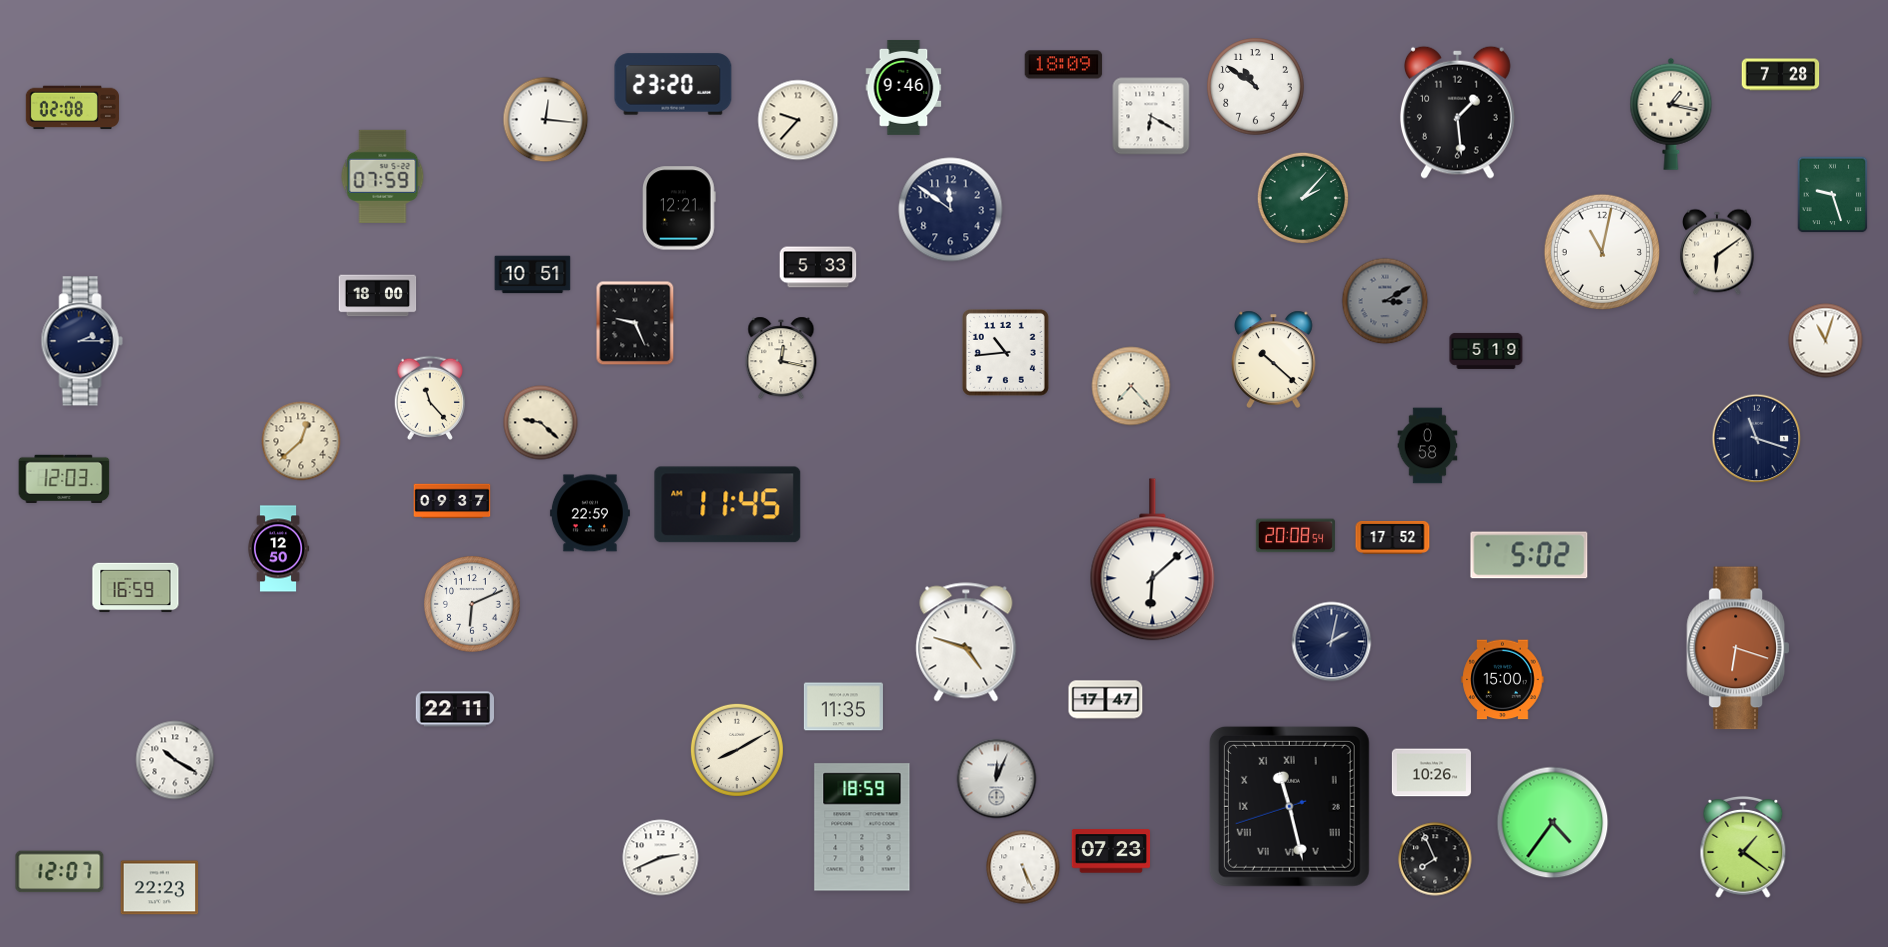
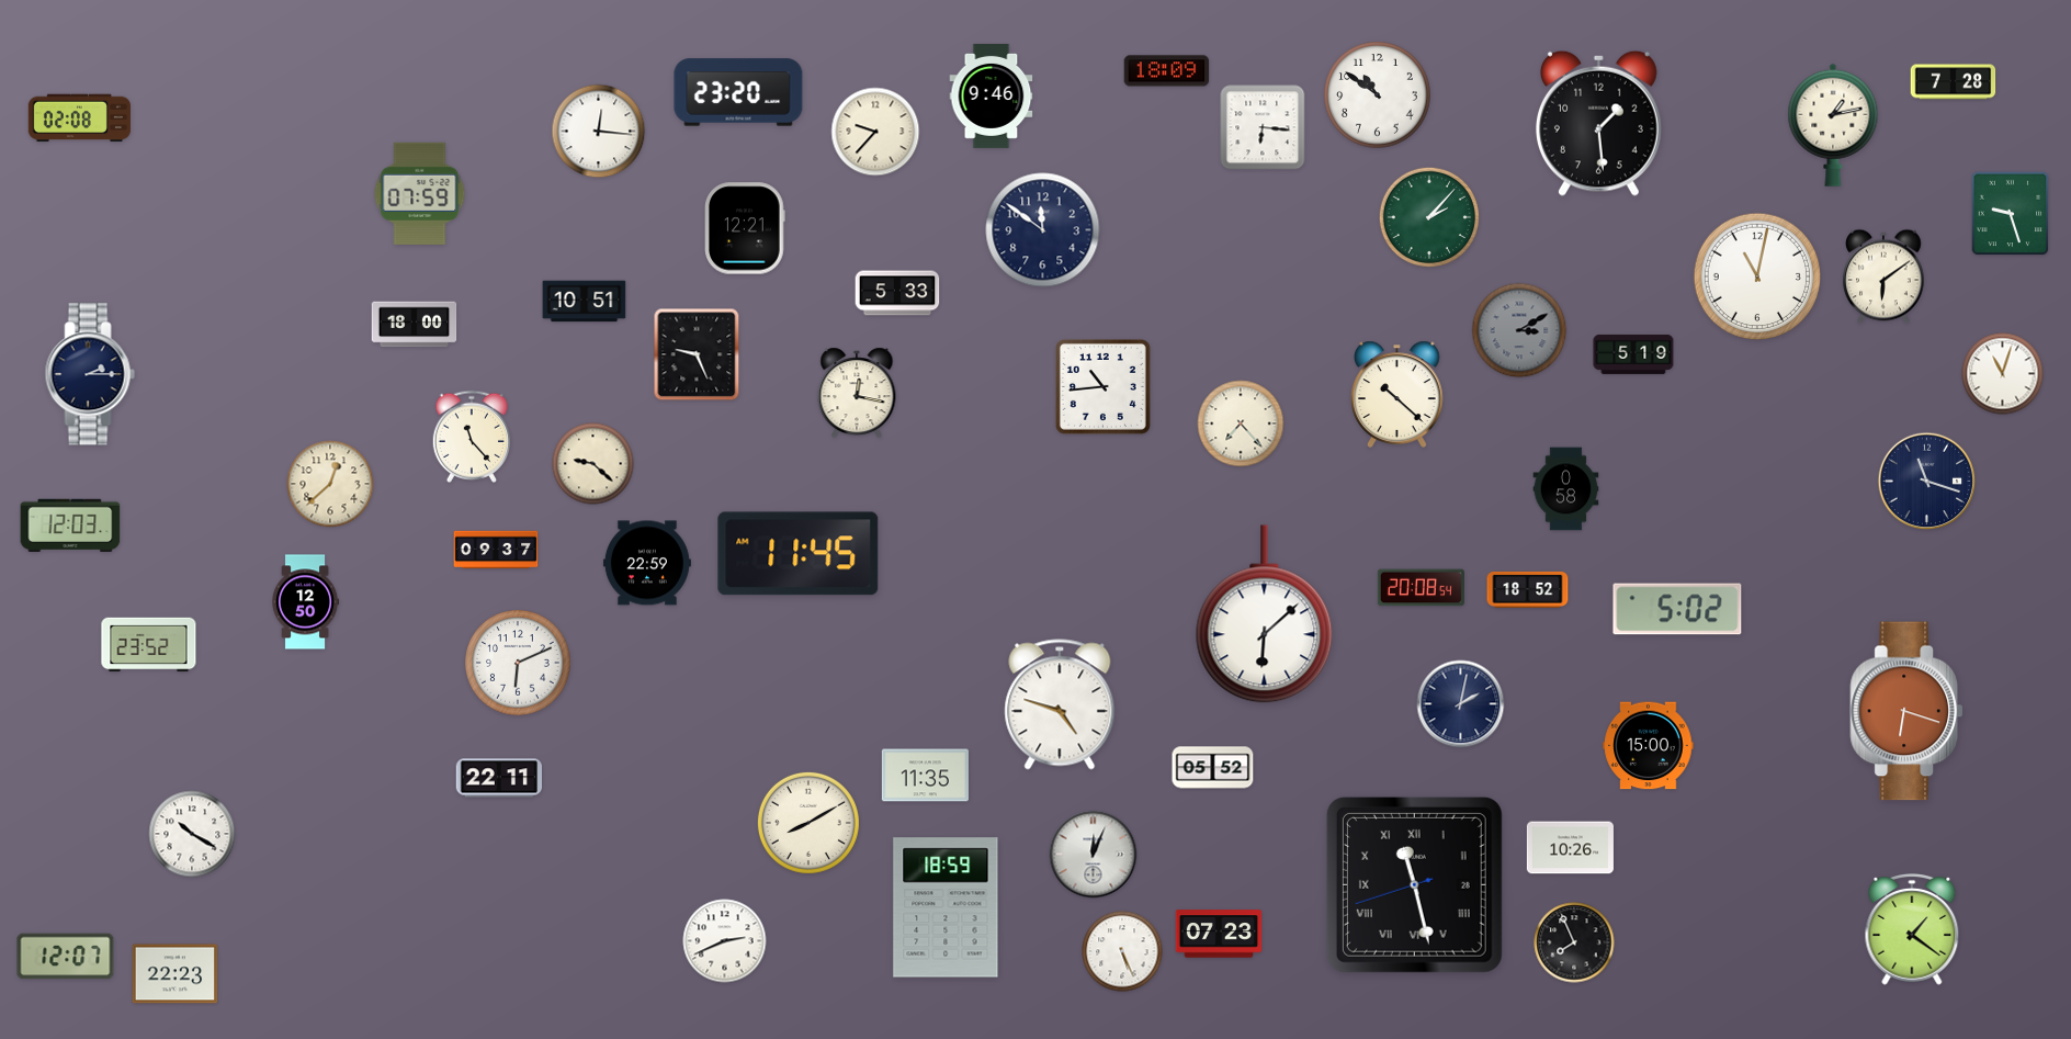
clock at (1671, 114): 1:17 -> 1:13
clock at (1151, 116): 6:20 -> 6:16
clock at (1486, 351) position: (1486, 351) -> (1633, 354)
clock at (1393, 537): 17:52 -> 18:52
clock at (136, 588): 16:59 -> 23:52
clock at (1106, 700): 17:47 -> 05:52
clock at (1553, 823): 4:36 -> none
